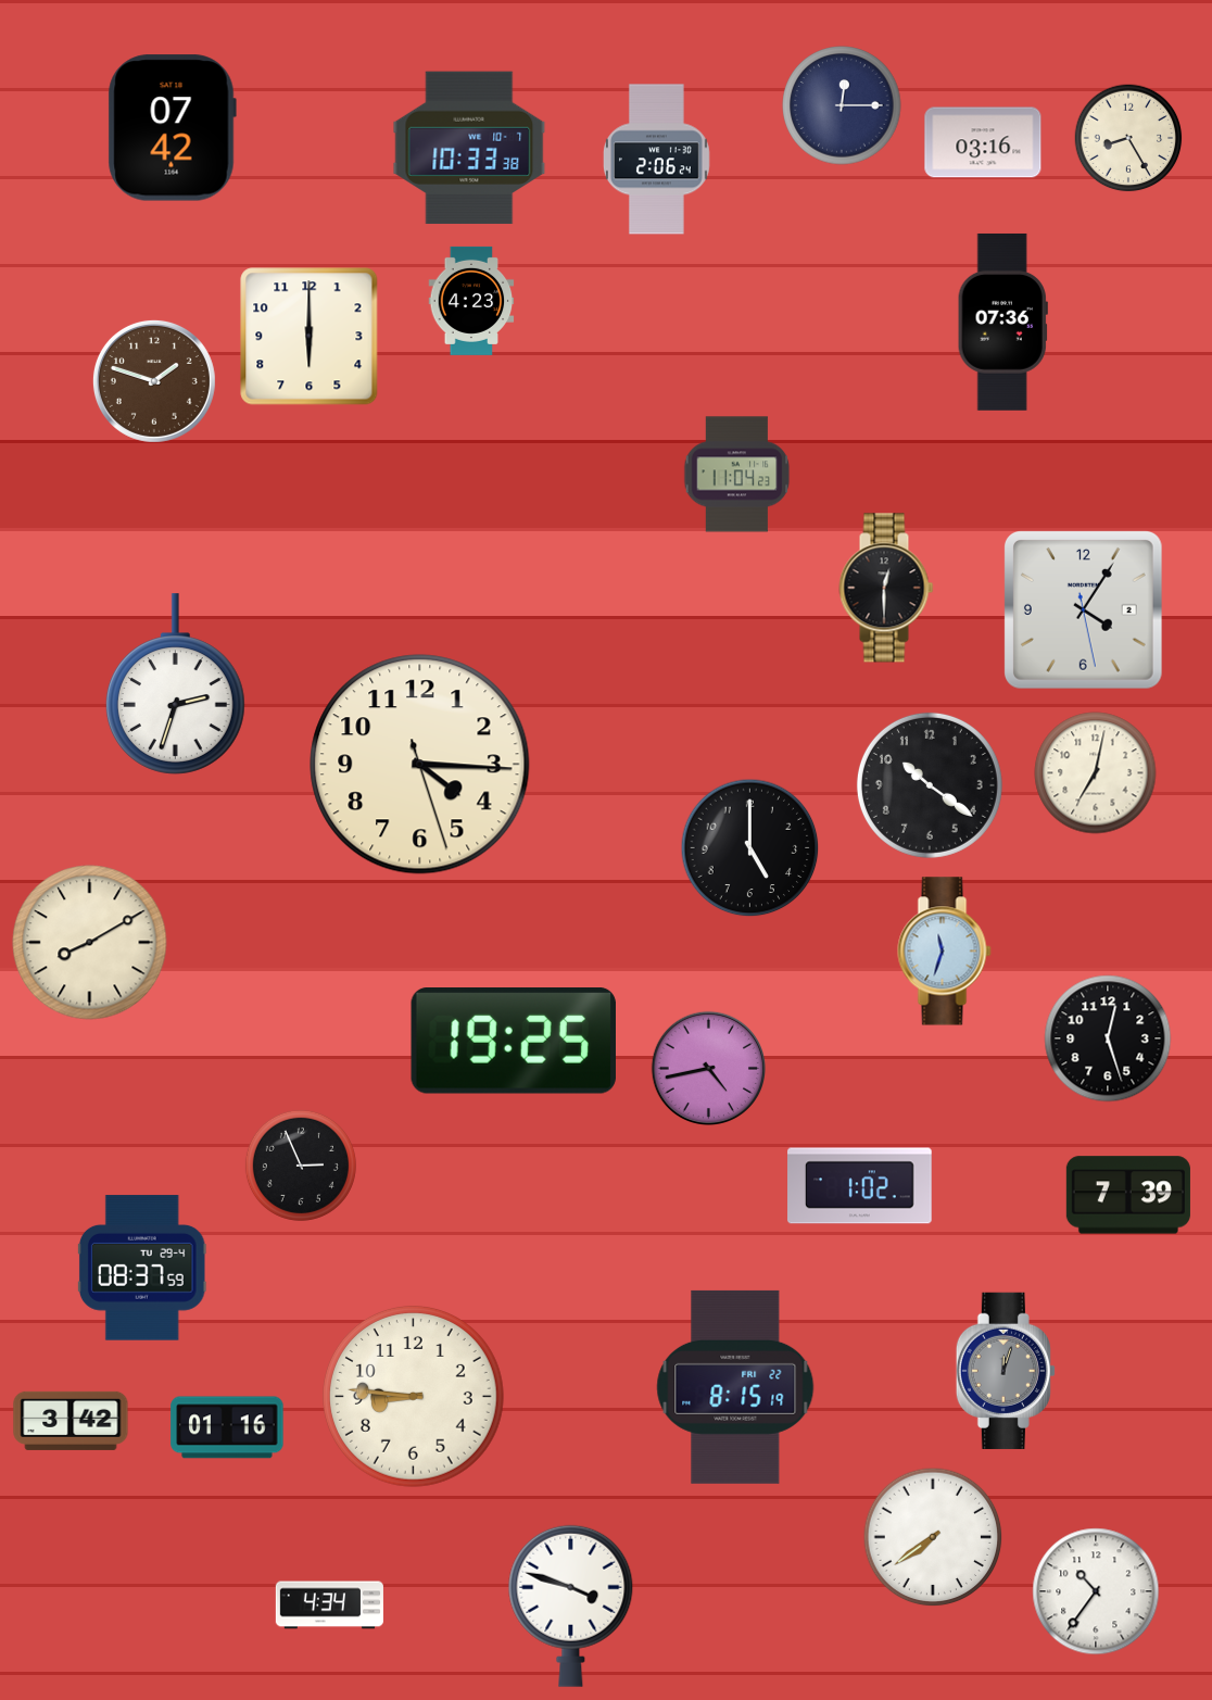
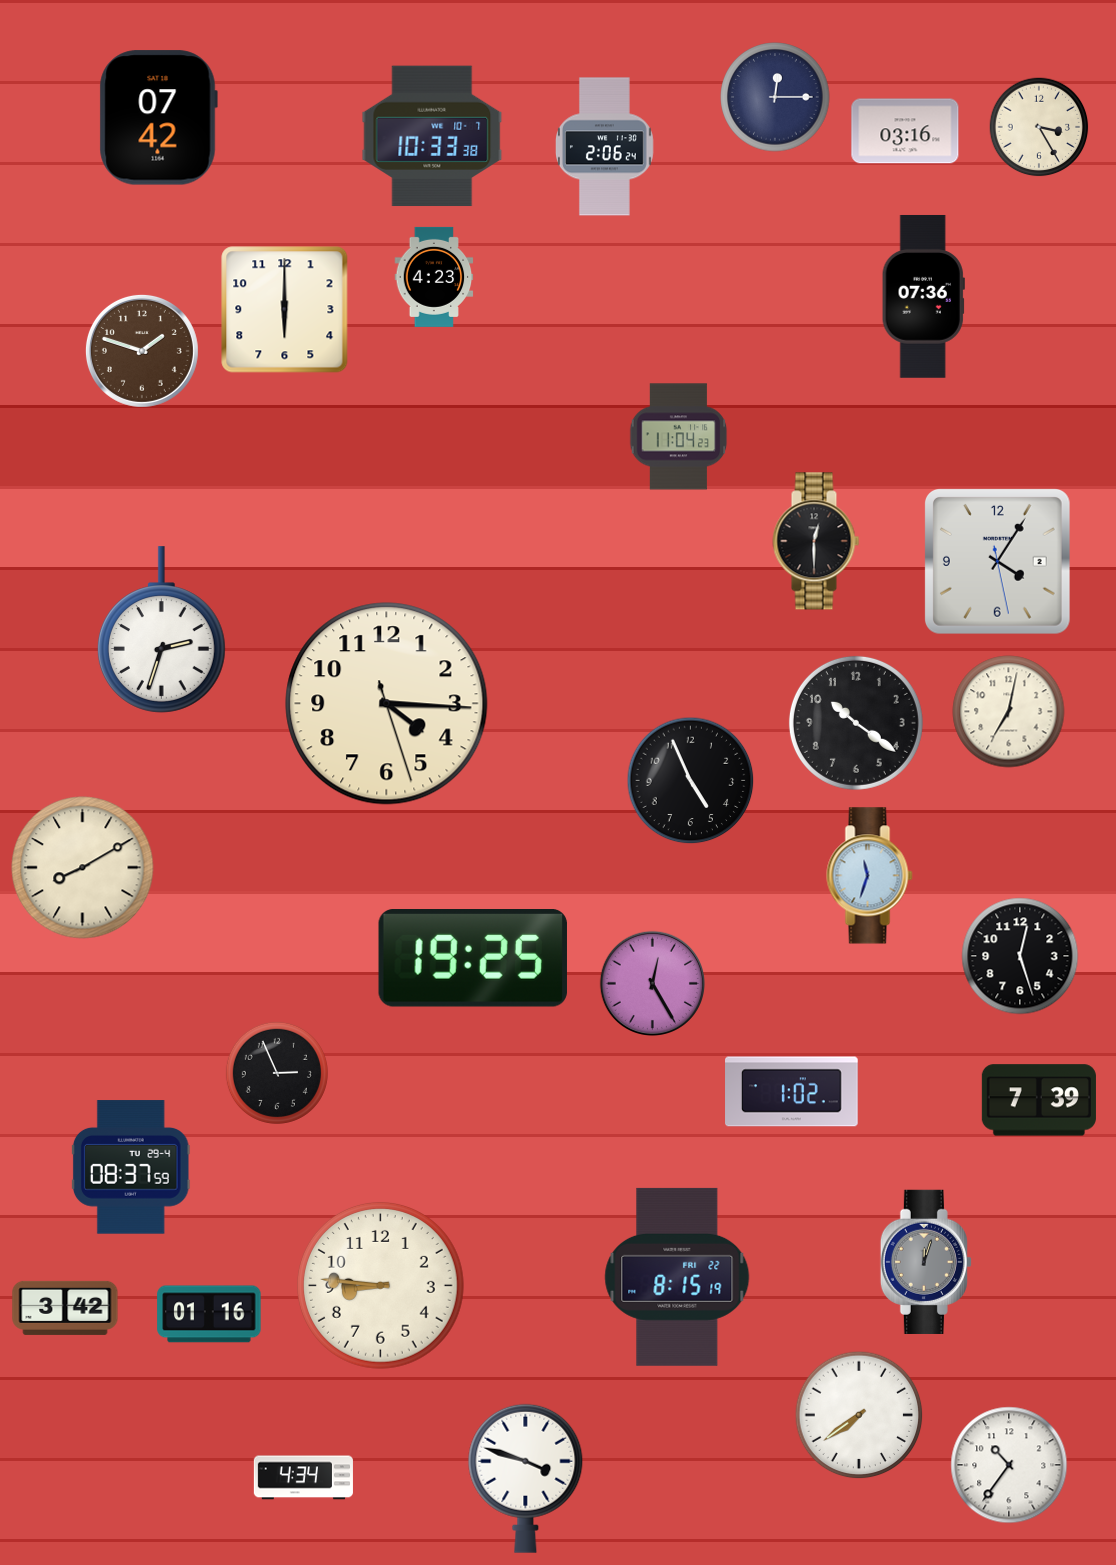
clock at (1128, 138): 8:25 -> 3:25
clock at (750, 848): 5:00 -> 4:56
clock at (708, 1068): 4:43 -> 12:25
